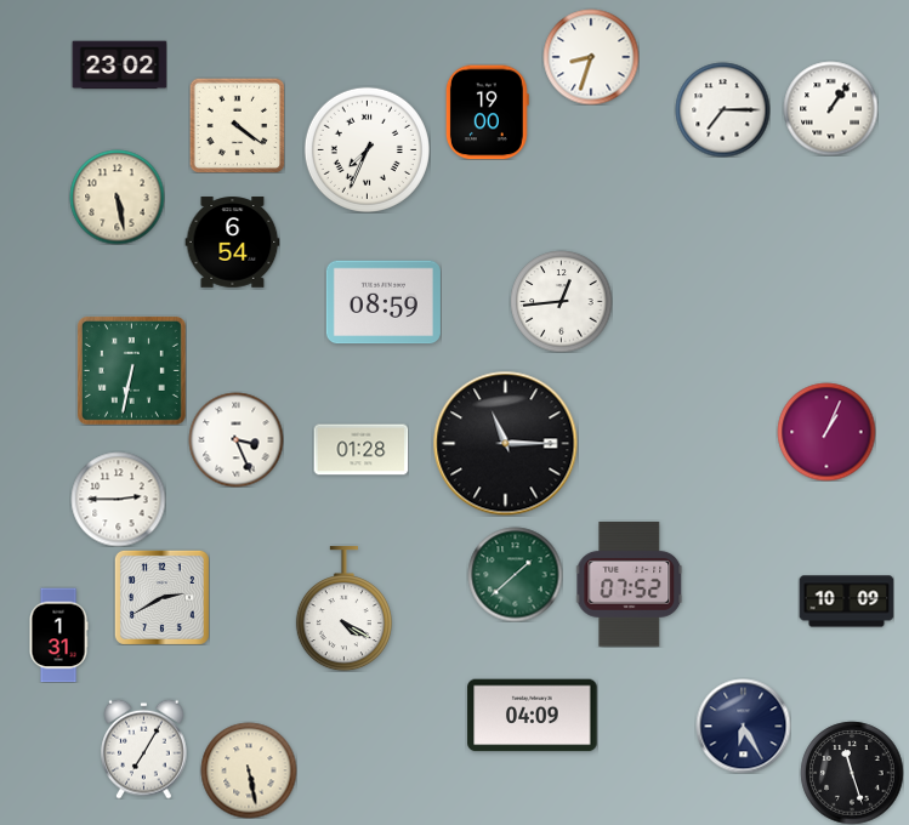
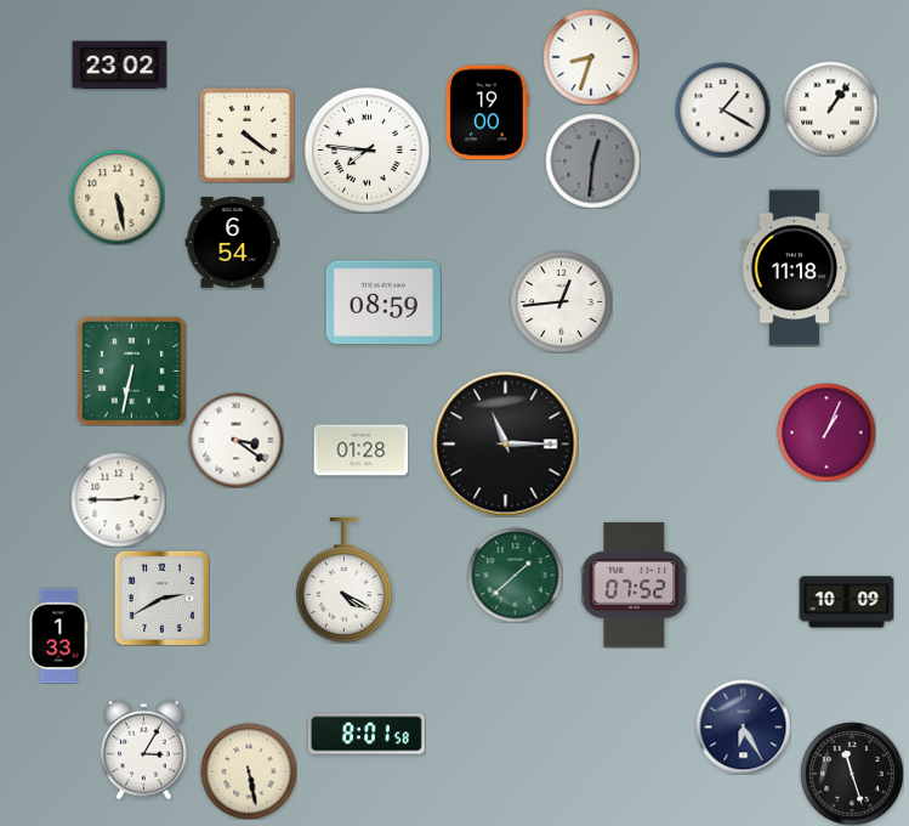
clock at (722, 109): 7:15 -> 1:20
clock at (237, 125) position: (237, 125) -> (246, 135)
clock at (367, 149): 7:34 -> 7:46
clock at (592, 160): none -> 12:31
clock at (795, 268): none -> 11:18
clock at (235, 439): 3:26 -> 3:21
clock at (630, 585) position: (630, 585) -> (635, 585)
clock at (343, 609) position: (343, 609) -> (343, 581)
clock at (58, 635): 1:31 -> 1:33
clock at (533, 716): 04:09 -> none
clock at (367, 734): none -> 8:01
clock at (144, 749): 7:05 -> 3:05
